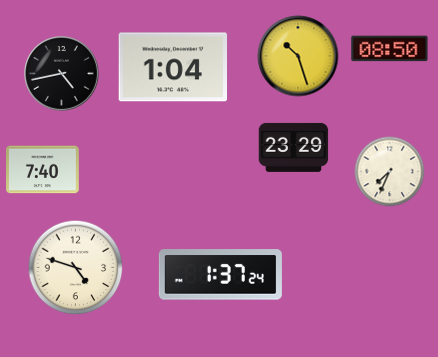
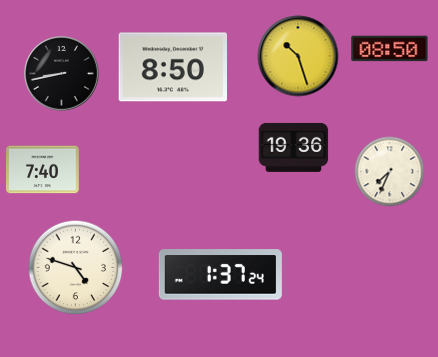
clock at (173, 67): 1:04 -> 8:50
clock at (62, 74): 4:43 -> 8:43
clock at (294, 147): 23:29 -> 19:36
